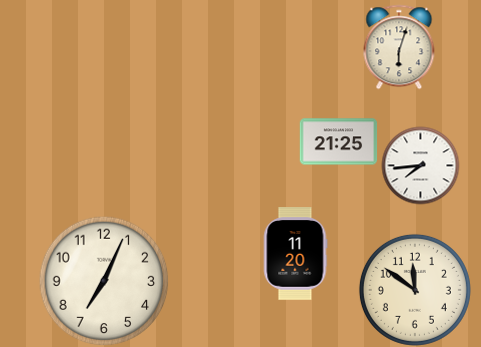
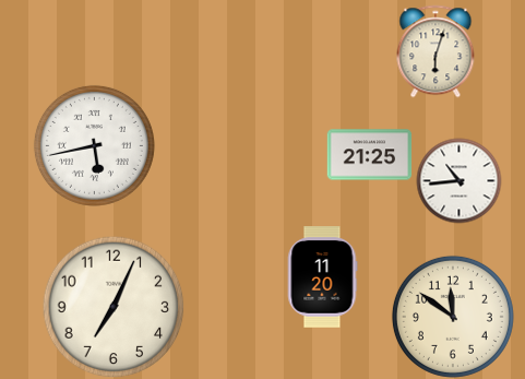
clock at (94, 145): none -> 5:43
clock at (420, 165): 7:44 -> 10:44
